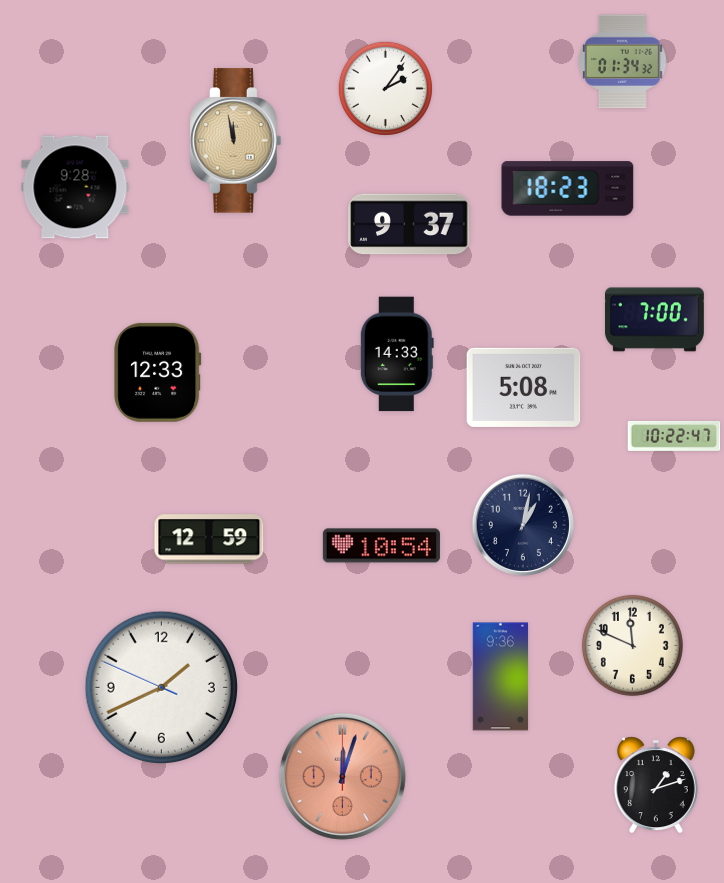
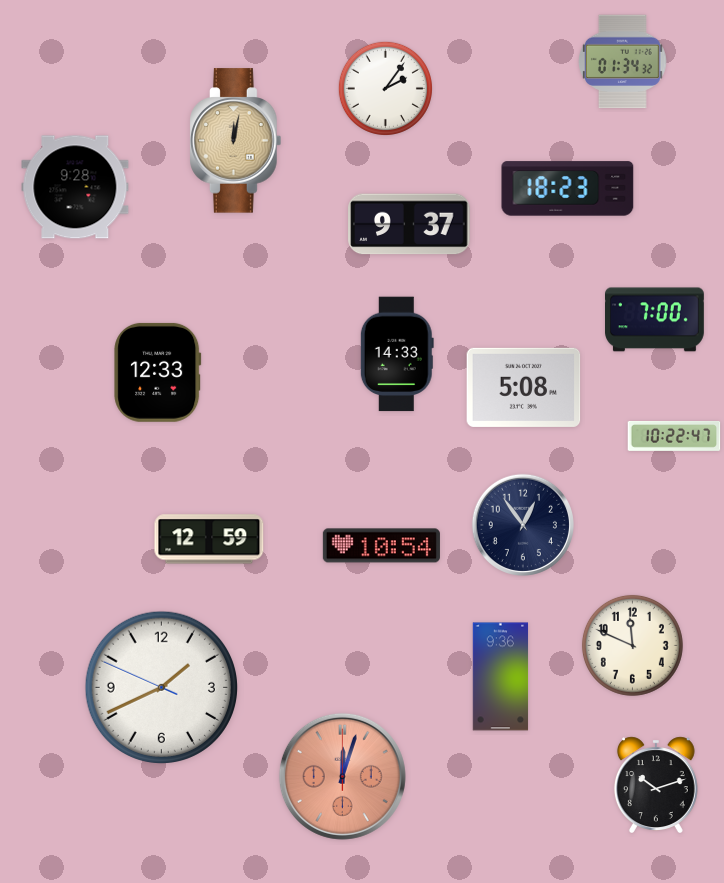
clock at (236, 141): 11:58 -> 12:02
clock at (523, 525): 1:02 -> 12:54
clock at (656, 785): 1:12 -> 10:12
